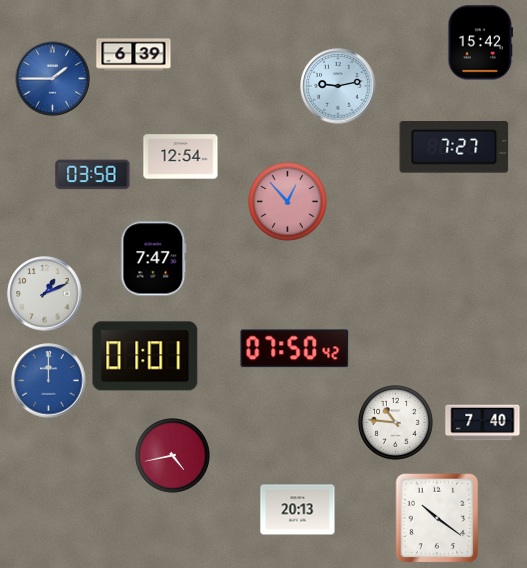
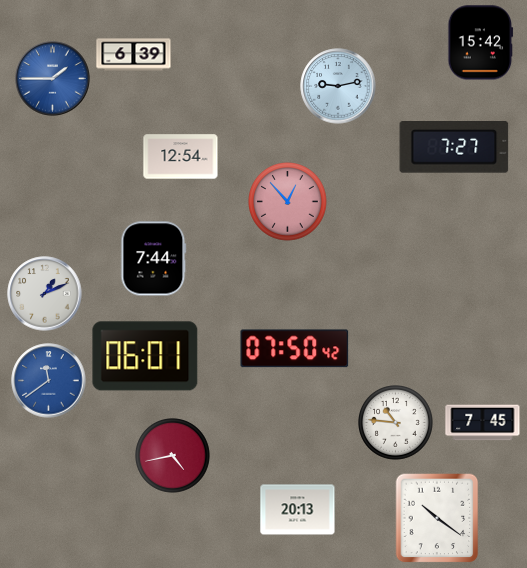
clock at (93, 175): 03:58 -> none
clock at (154, 259): 7:47 -> 7:44
clock at (145, 356): 01:01 -> 06:01
clock at (49, 381): 12:00 -> 11:39
clock at (483, 423): 7:40 -> 7:45
